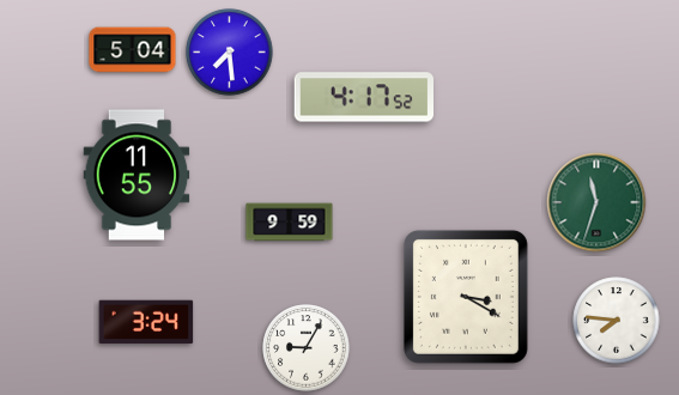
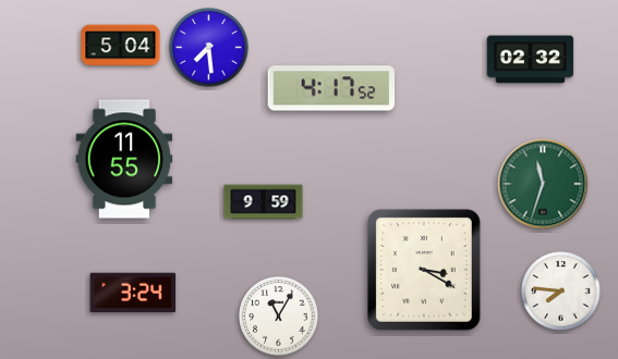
clock at (531, 60): none -> 02:32
clock at (307, 348): 9:05 -> 11:05
